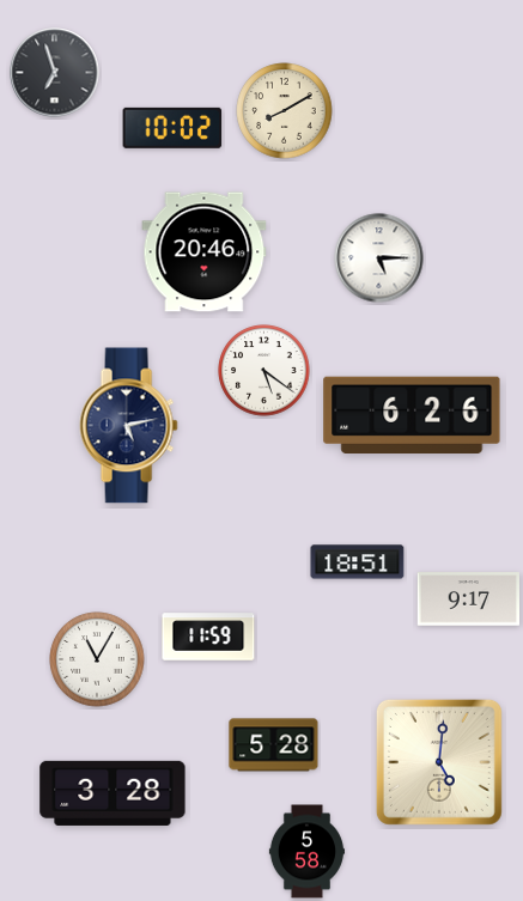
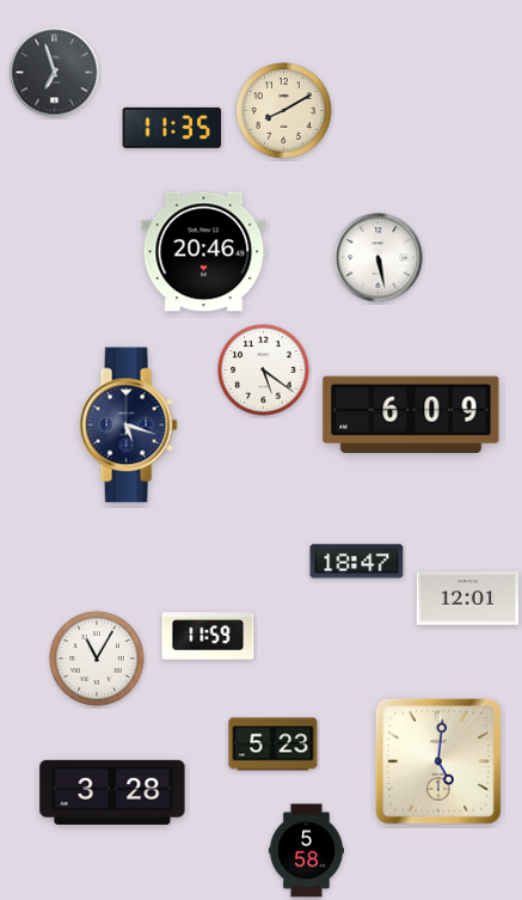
clock at (172, 128): 10:02 -> 11:35
clock at (379, 258): 5:15 -> 5:28
clock at (412, 414): 6:26 -> 6:09
clock at (128, 426): 5:13 -> 5:18
clock at (358, 562): 18:51 -> 18:47
clock at (469, 599): 9:17 -> 12:01
clock at (274, 745): 5:28 -> 5:23
